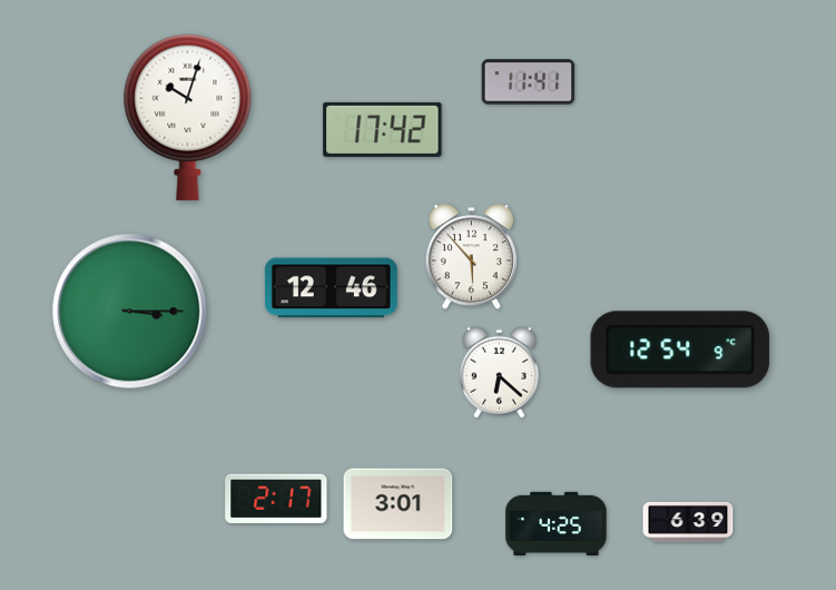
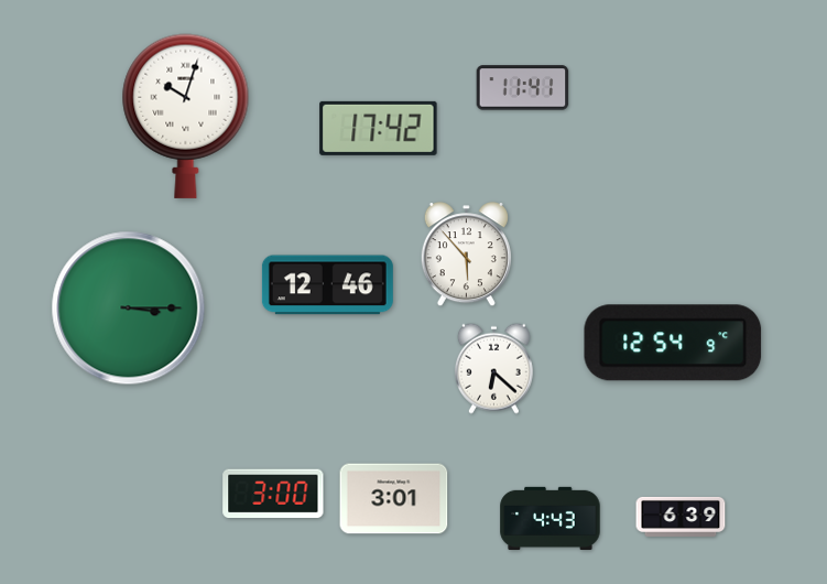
clock at (529, 82) position: (529, 82) -> (523, 88)
clock at (680, 350) position: (680, 350) -> (673, 343)
clock at (276, 498): 2:17 -> 3:00
clock at (557, 523): 4:25 -> 4:43
